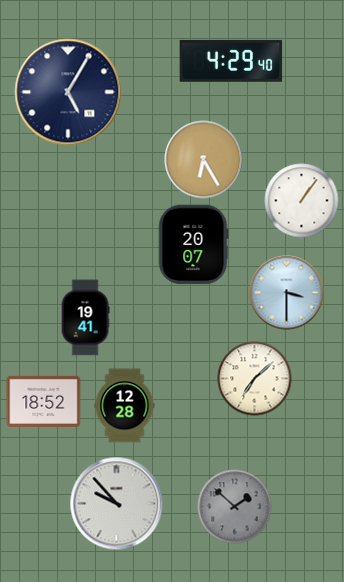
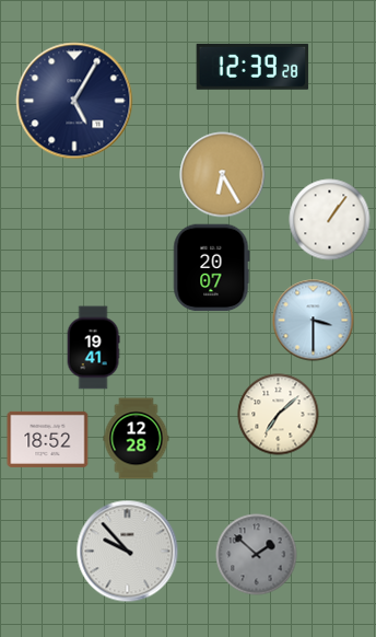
clock at (231, 61): 4:29 -> 12:39
clock at (125, 406) position: (125, 406) -> (137, 439)
